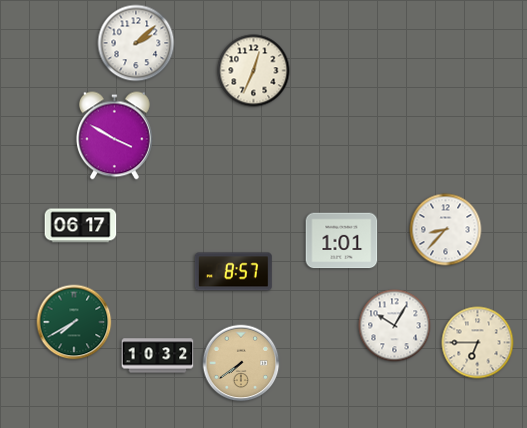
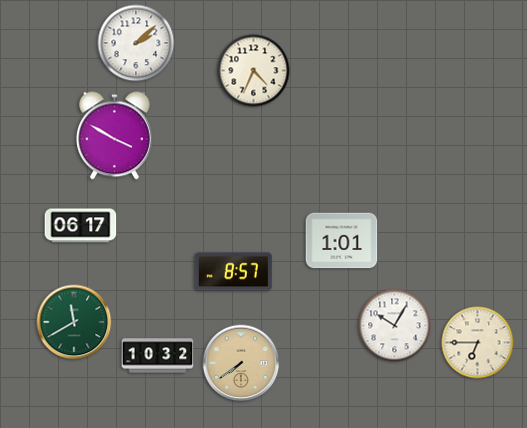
clock at (254, 71): 12:34 -> 4:34
clock at (446, 230): 8:37 -> none
clock at (74, 322): 7:40 -> 11:40
